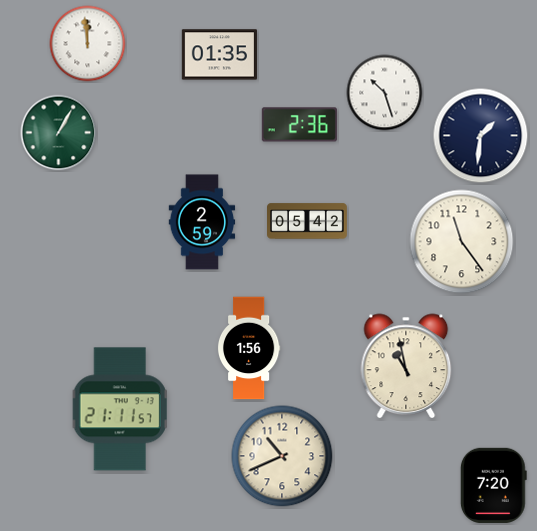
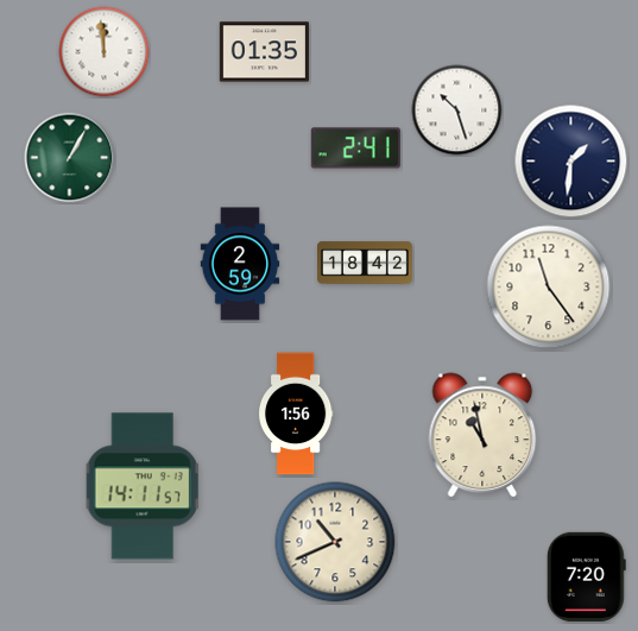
clock at (219, 55) position: (219, 55) -> (264, 52)
clock at (299, 125): 2:36 -> 2:41
clock at (308, 221): 05:42 -> 18:42
clock at (120, 409): 21:11 -> 14:11
